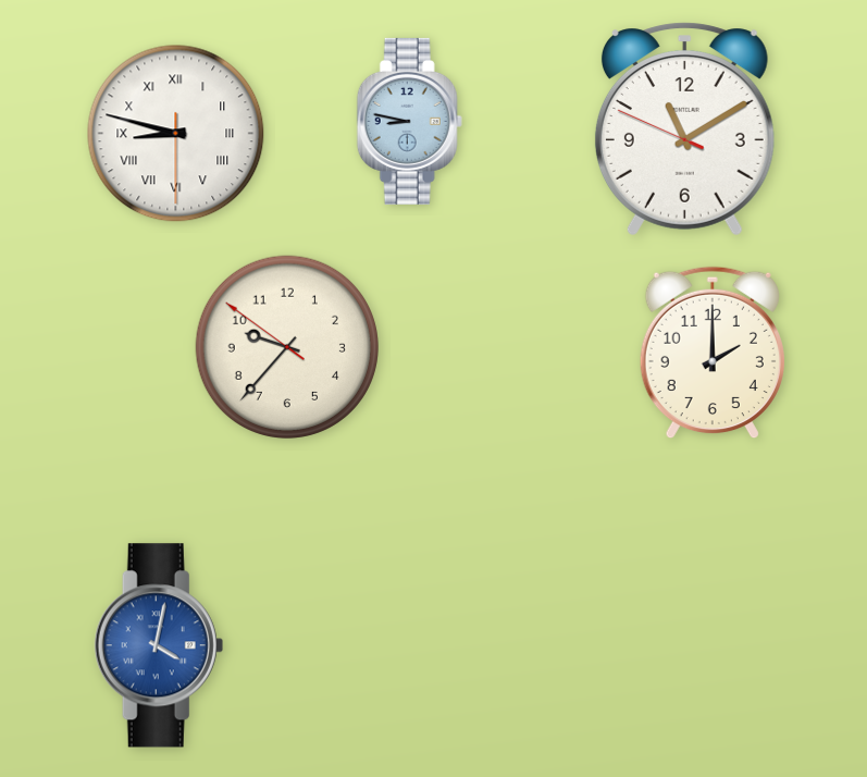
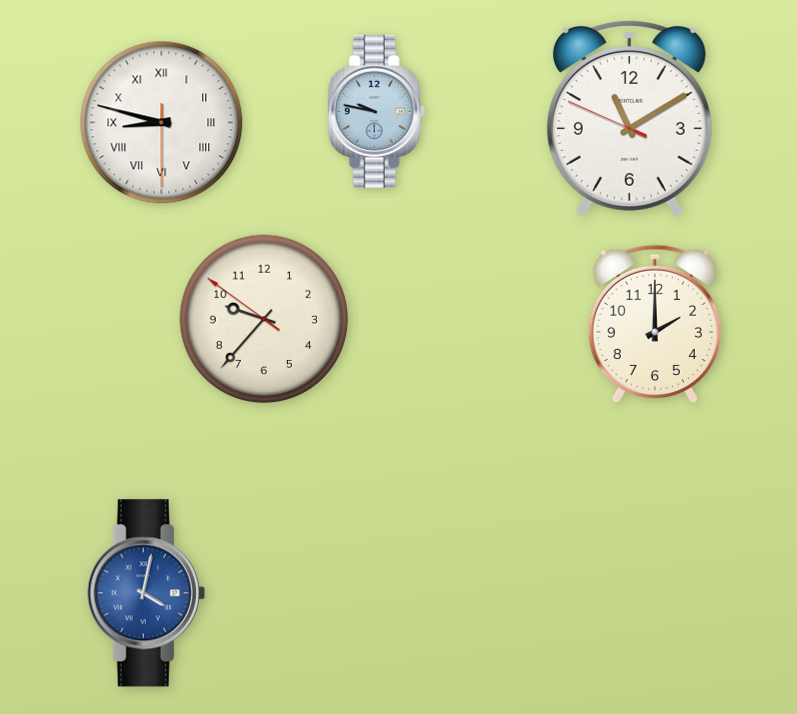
clock at (409, 121): 8:47 -> 9:47
